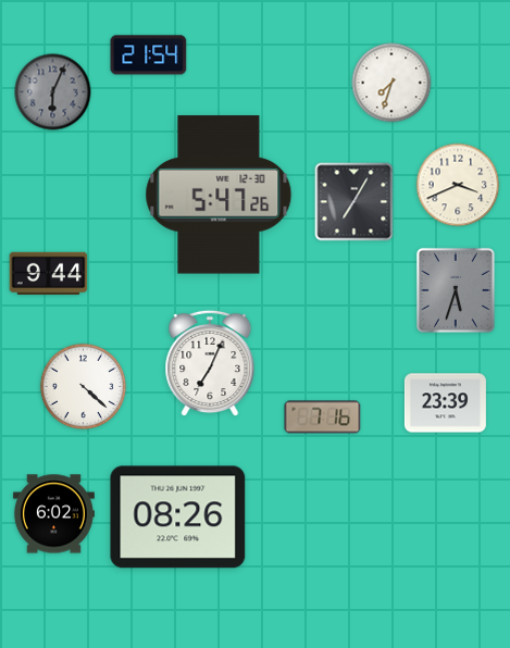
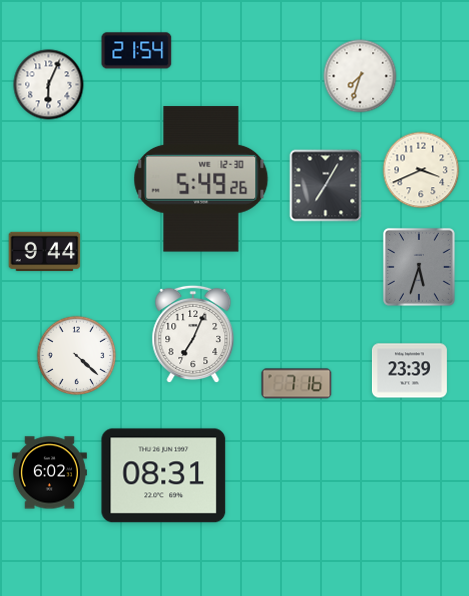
clock at (53, 92) dial: grey -> white
clock at (219, 195): 5:47 -> 5:49
clock at (178, 518): 08:26 -> 08:31
